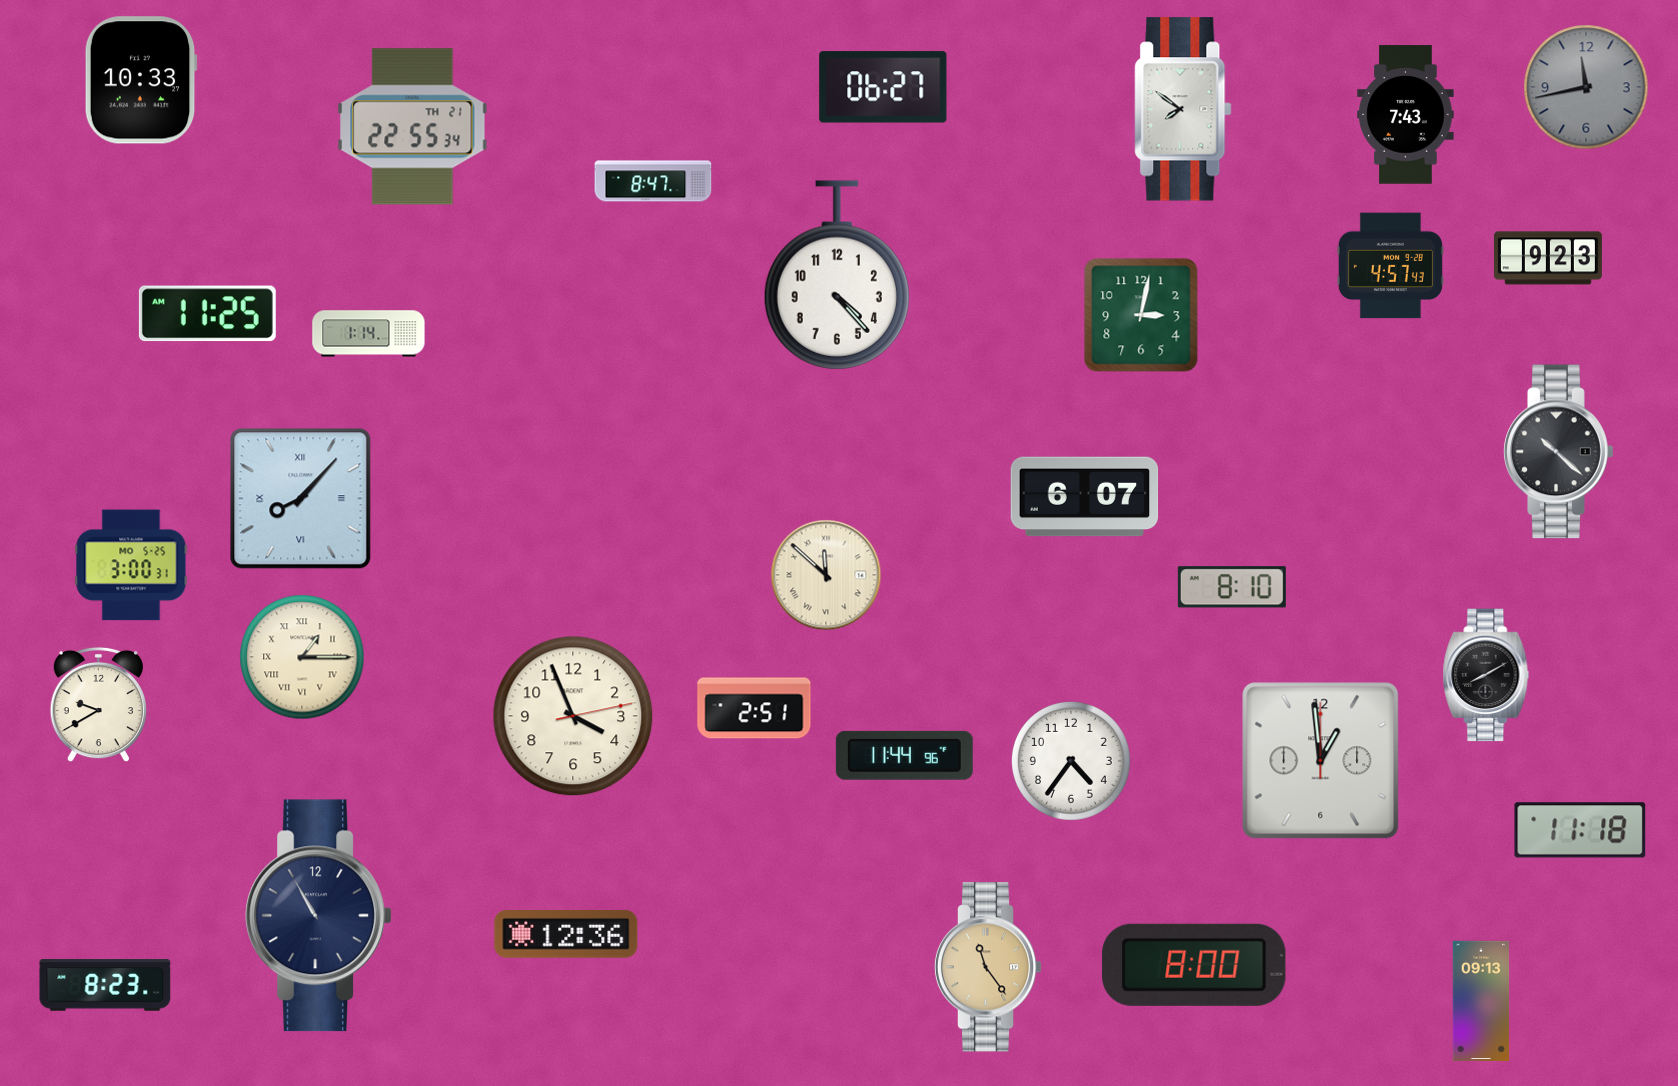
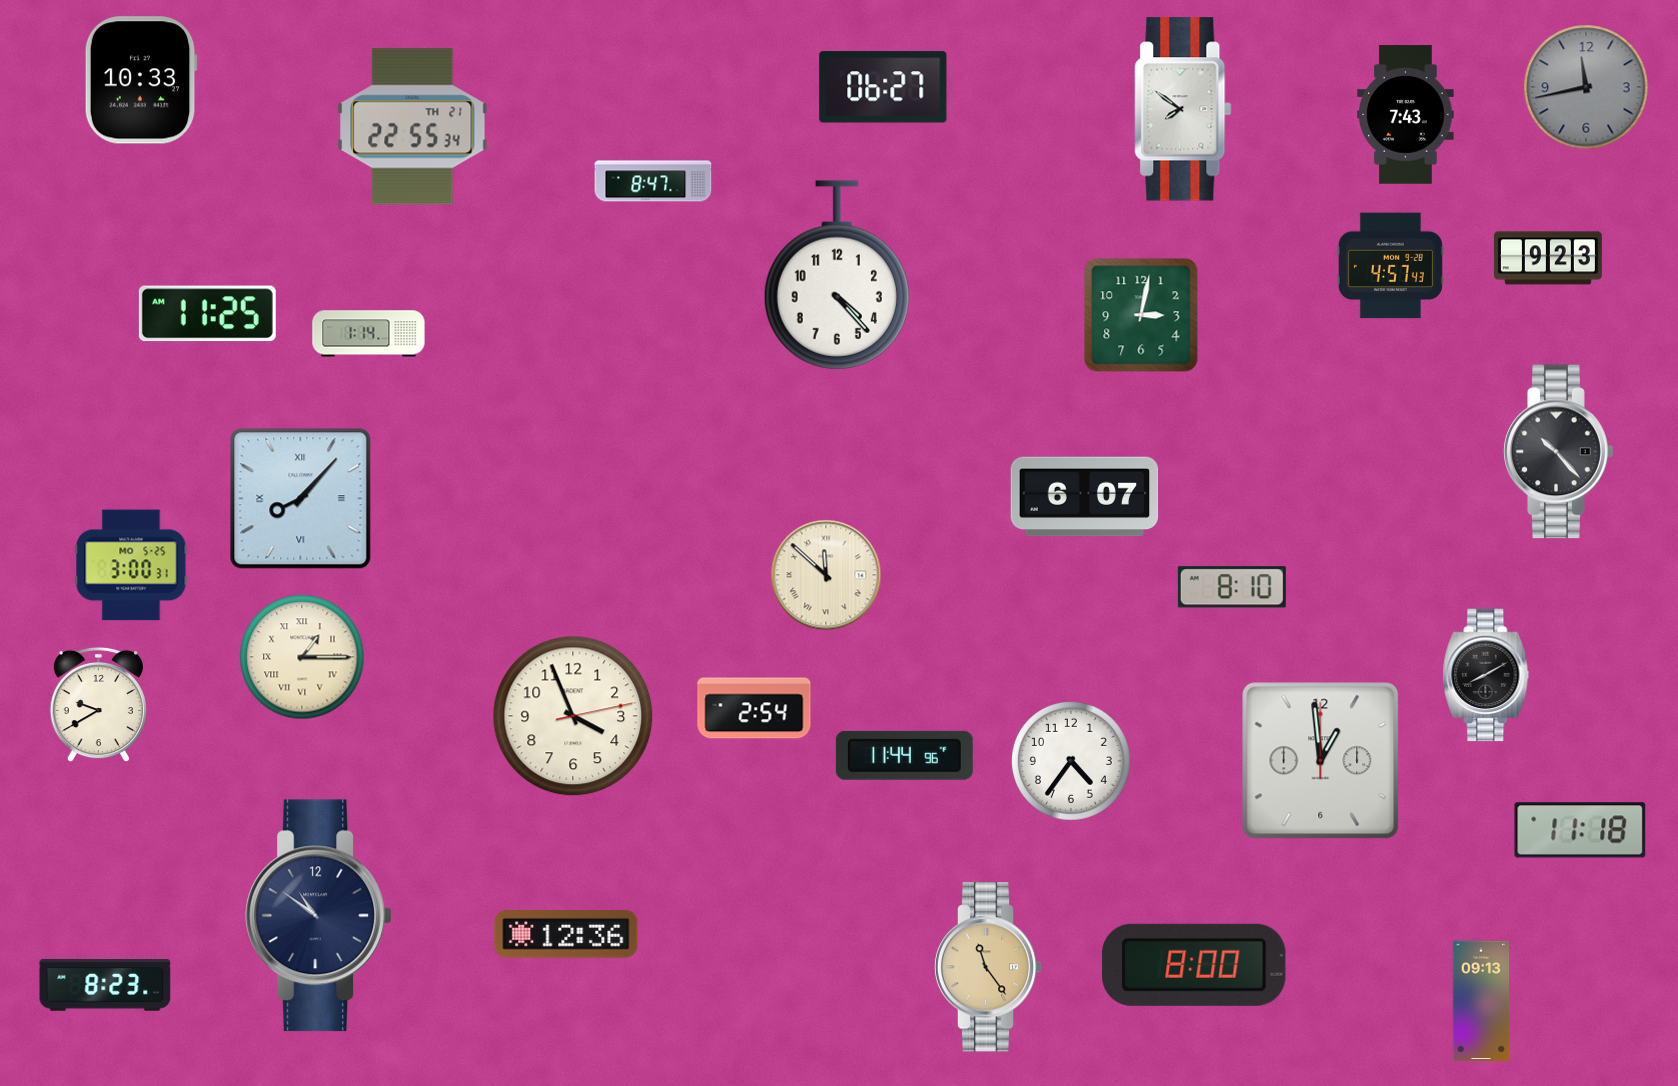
clock at (1559, 452): 10:22 -> 10:23
clock at (754, 708): 2:51 -> 2:54
clock at (318, 916): 10:55 -> 10:51
